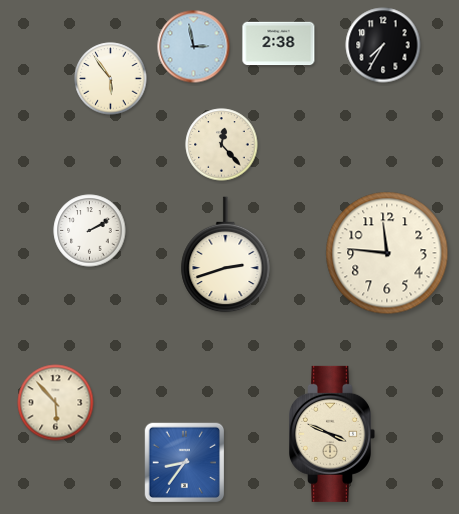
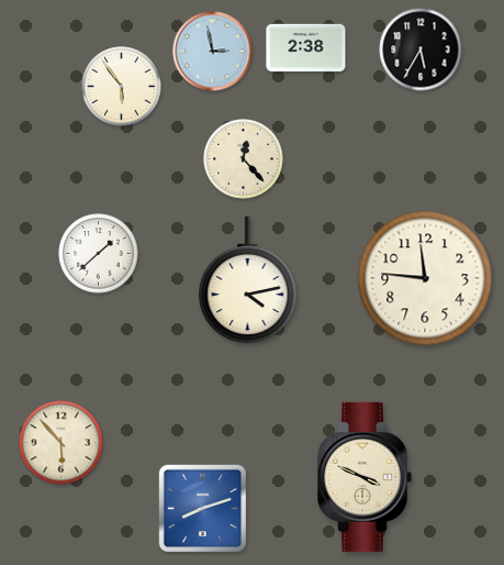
clock at (383, 45): 7:35 -> 5:35
clock at (90, 231): 2:10 -> 1:38
clock at (226, 255): 2:42 -> 4:13
clock at (185, 463): 8:36 -> 8:12
